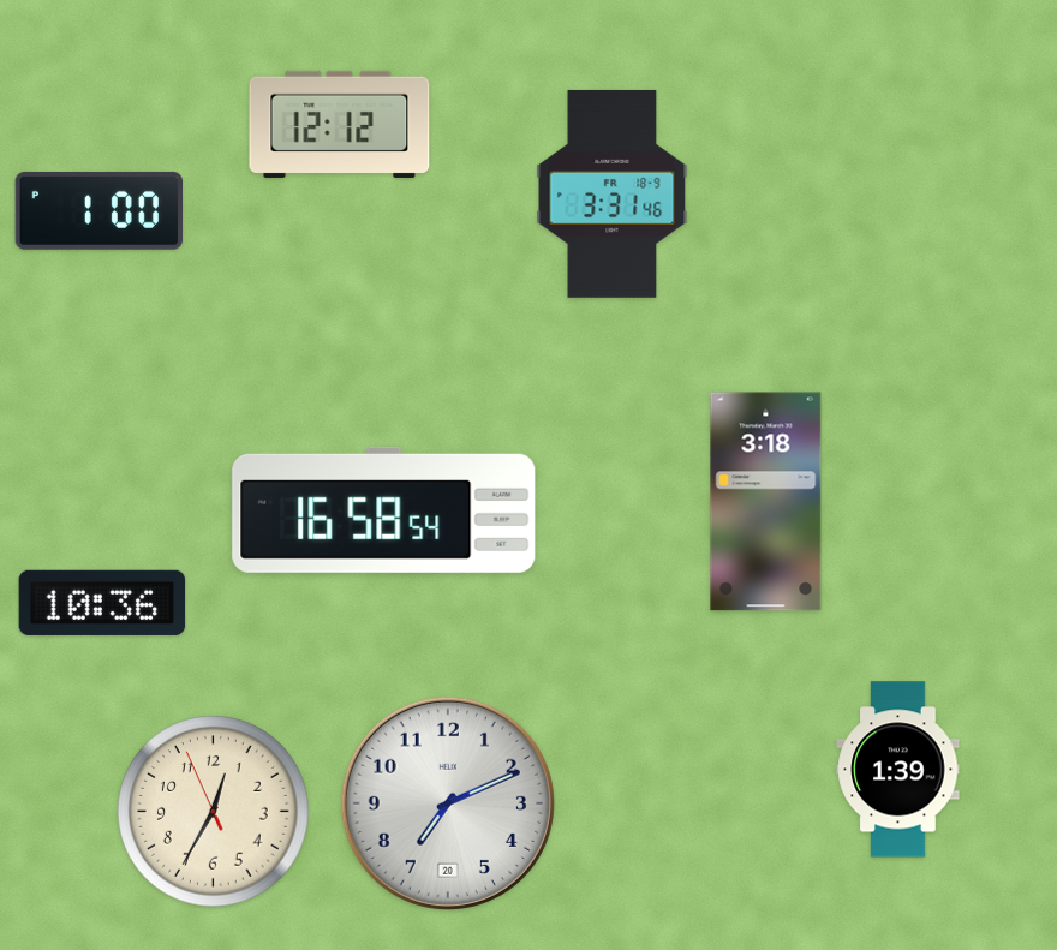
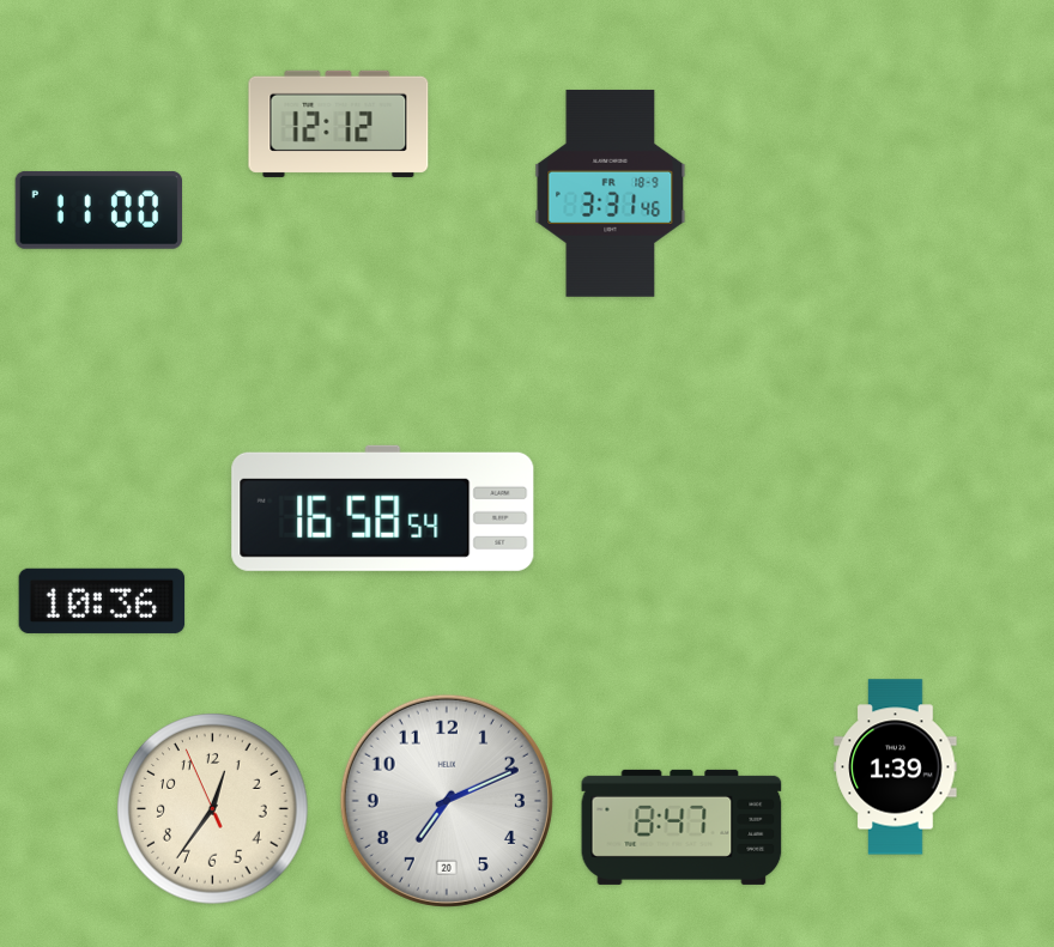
clock at (98, 210): 1:00 -> 11:00
clock at (766, 502): 3:18 -> none
clock at (214, 812): 12:34 -> 12:35
clock at (682, 827): none -> 8:47
